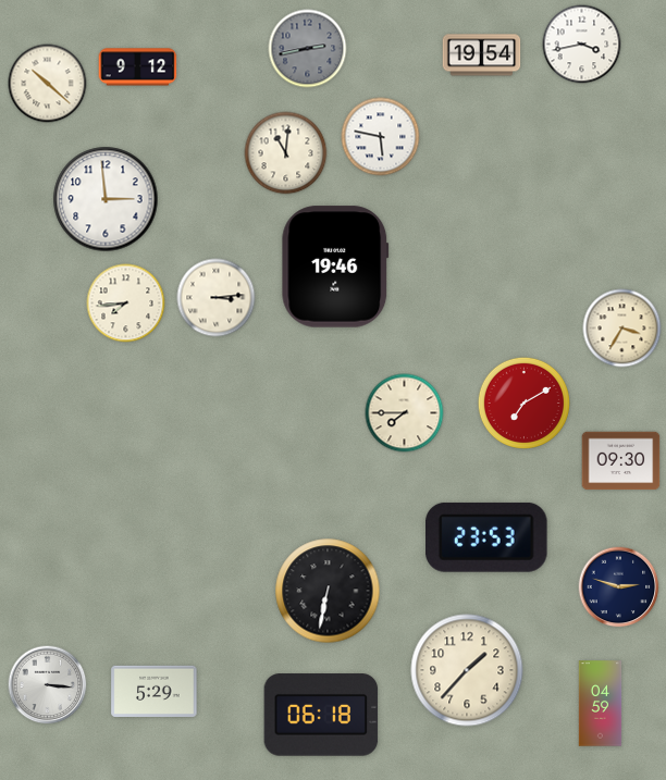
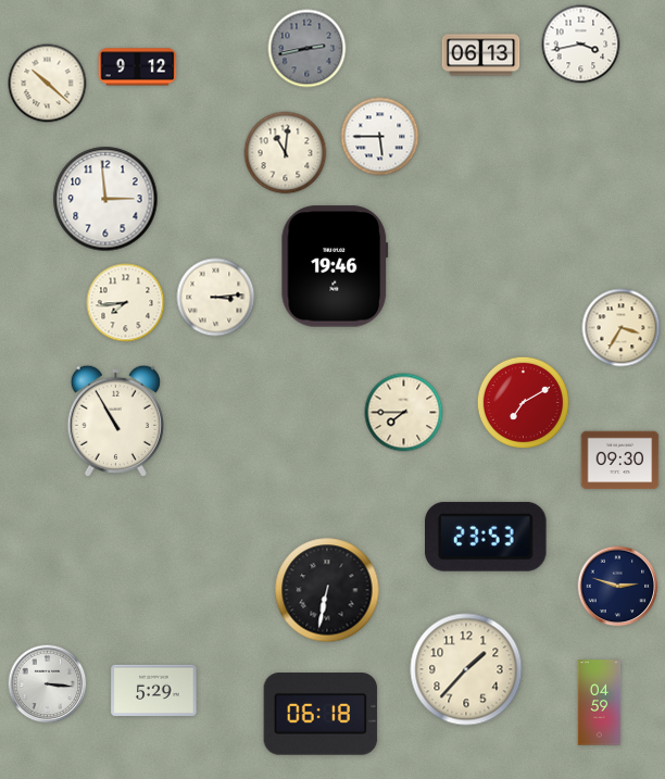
clock at (482, 55): 19:54 -> 06:13
clock at (381, 137): 5:47 -> 5:45
clock at (115, 420): none -> 10:55
